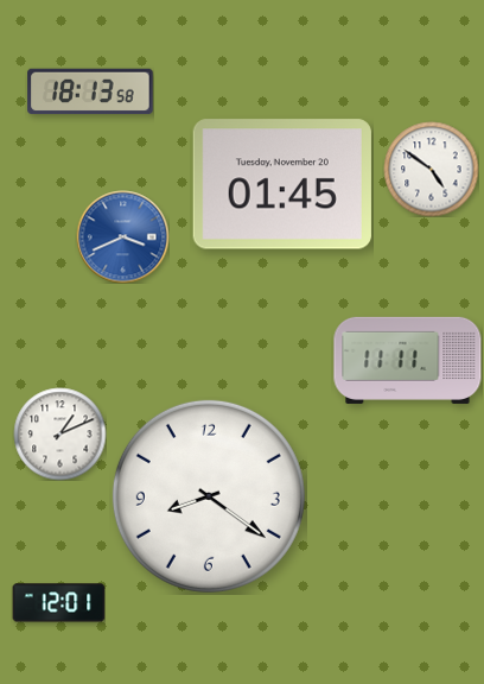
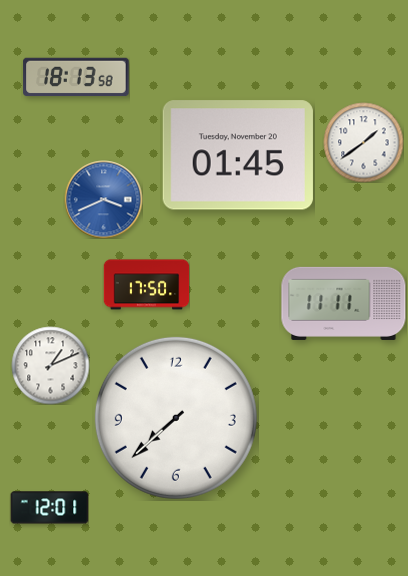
clock at (431, 169): 4:51 -> 1:39
clock at (146, 285): none -> 17:50
clock at (209, 496): 8:21 -> 7:38
